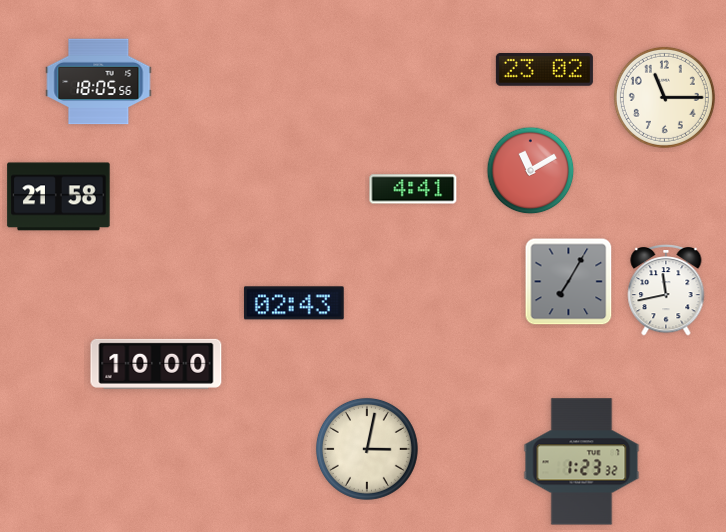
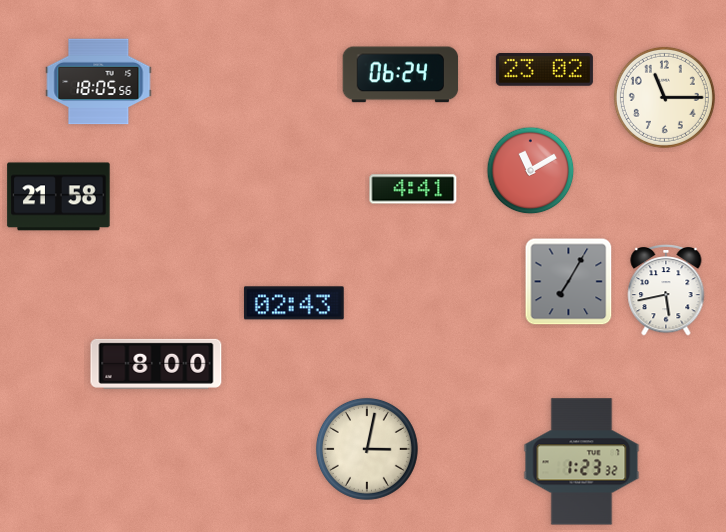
clock at (401, 75): none -> 06:24
clock at (666, 290): 11:43 -> 5:43
clock at (156, 364): 10:00 -> 8:00
